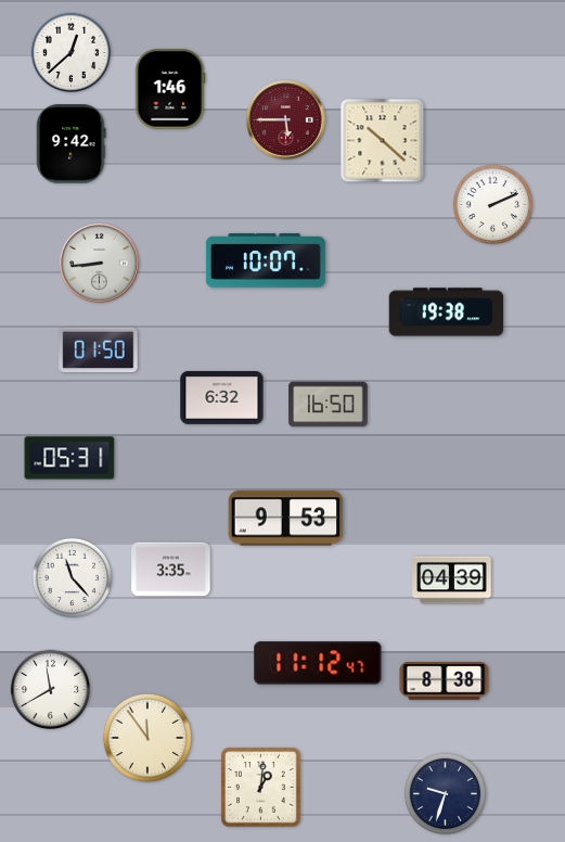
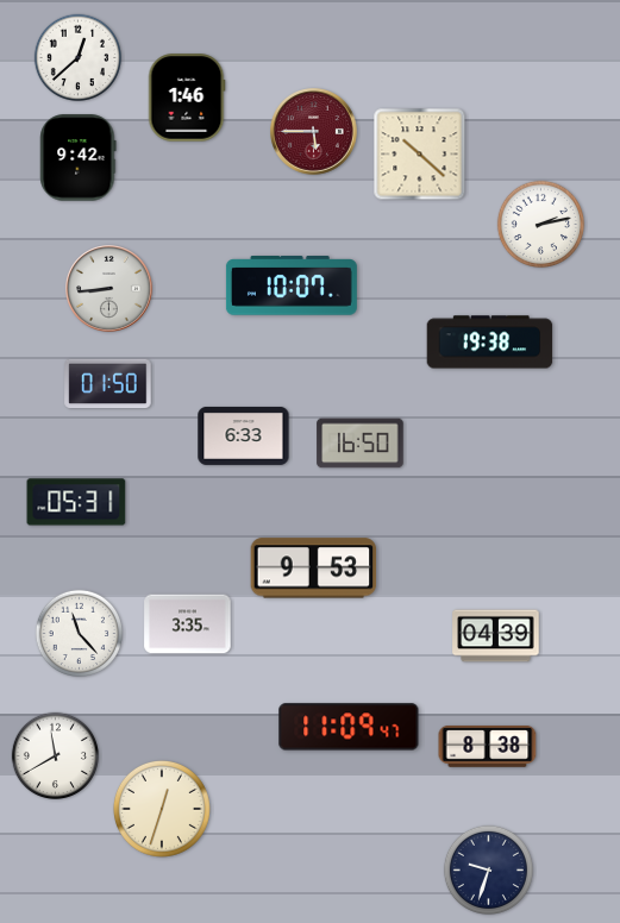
clock at (492, 204): 2:11 -> 2:13
clock at (222, 397): 6:32 -> 6:33
clock at (318, 663): 11:12 -> 11:09
clock at (147, 738): 11:54 -> 12:33
clock at (260, 787): 1:01 -> none
